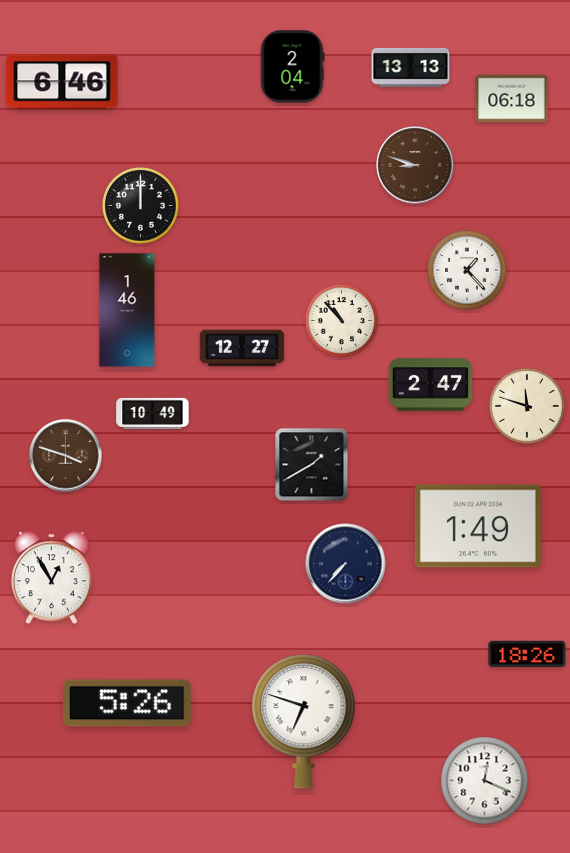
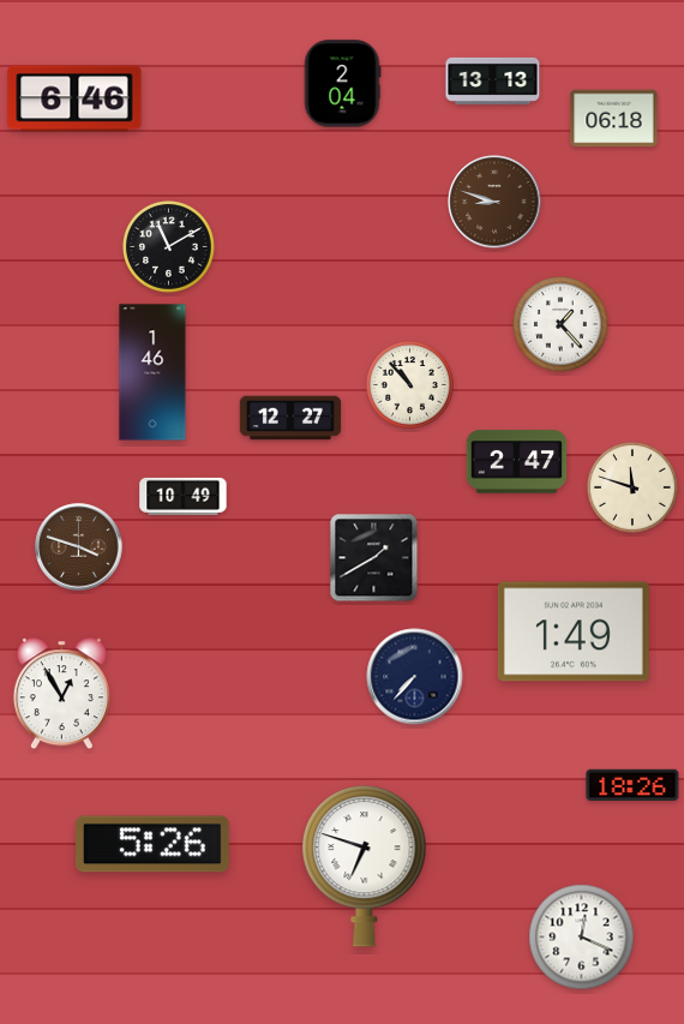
clock at (292, 67) position: (292, 67) -> (342, 84)
clock at (415, 165) position: (415, 165) -> (494, 202)
clock at (141, 206): 12:00 -> 11:10
